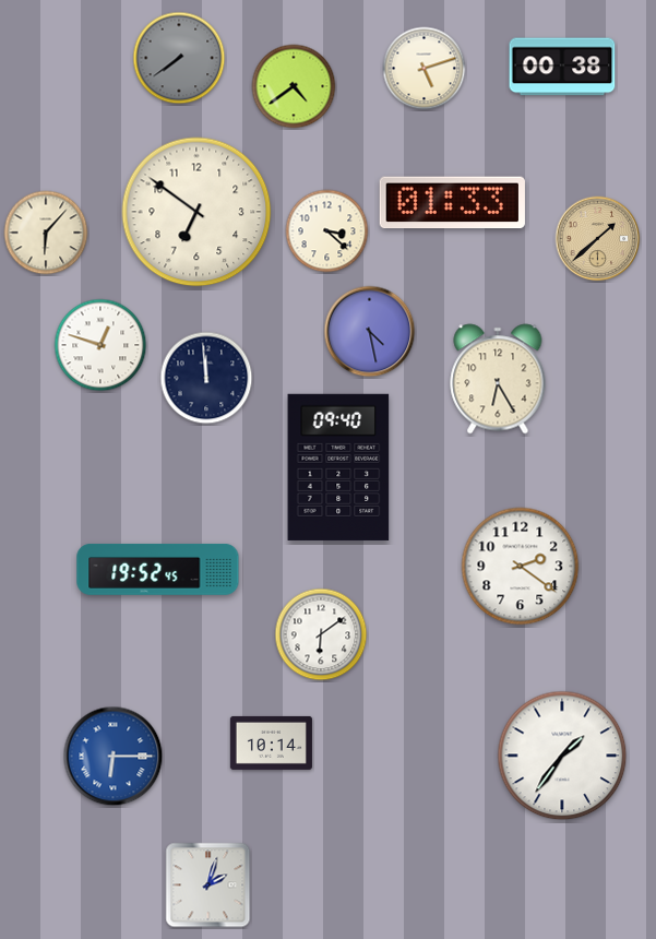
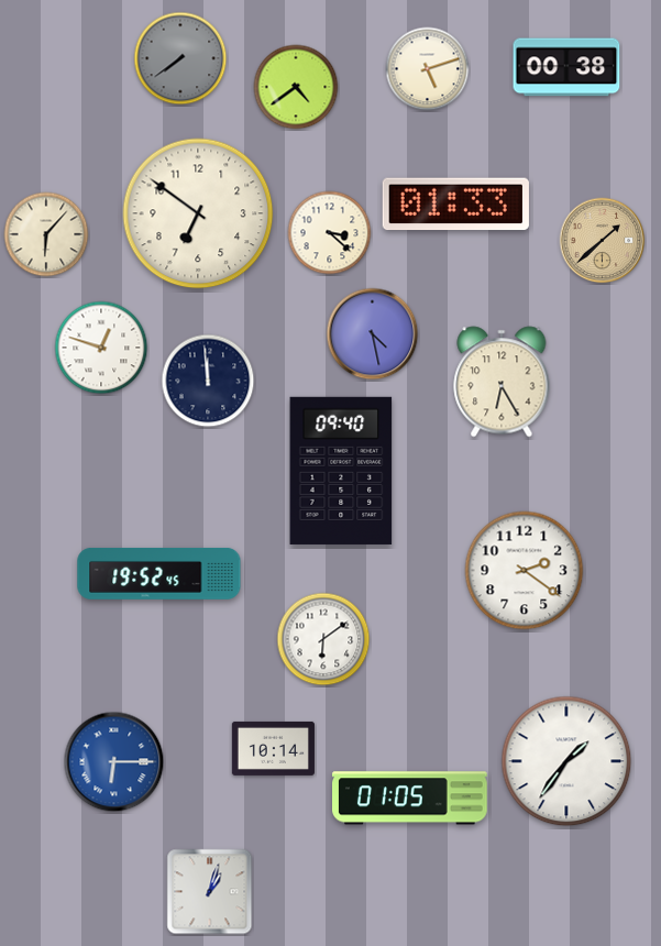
clock at (410, 799): none -> 01:05
clock at (208, 885): 2:03 -> 1:03
